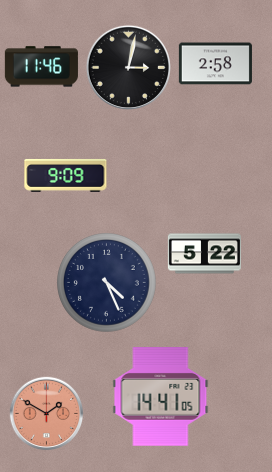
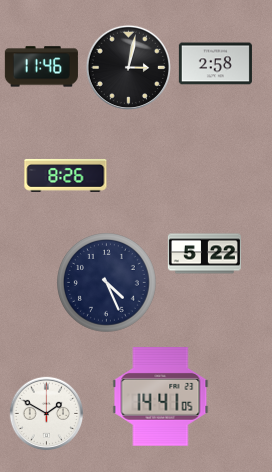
clock at (66, 175): 9:09 -> 8:26
clock at (47, 414) dial: salmon -> white
